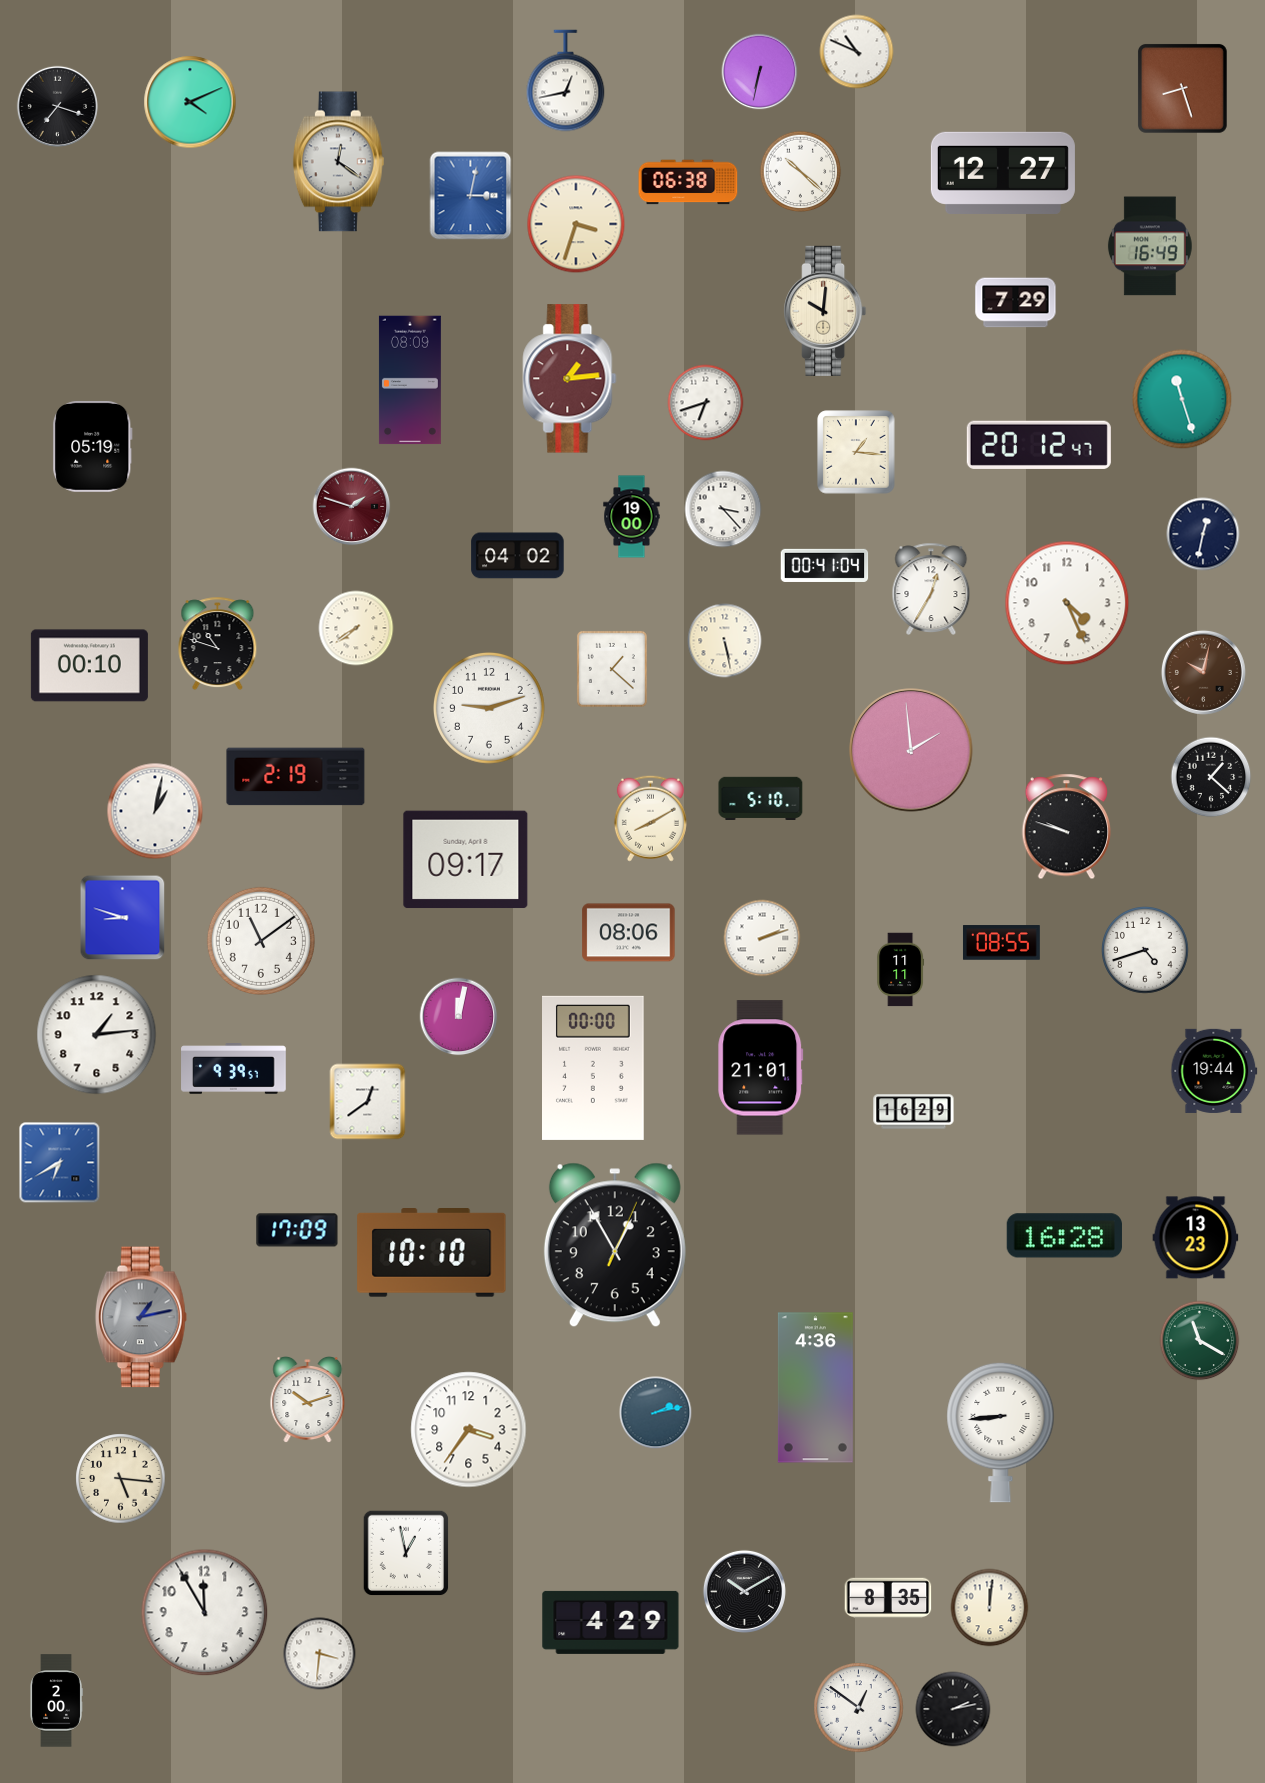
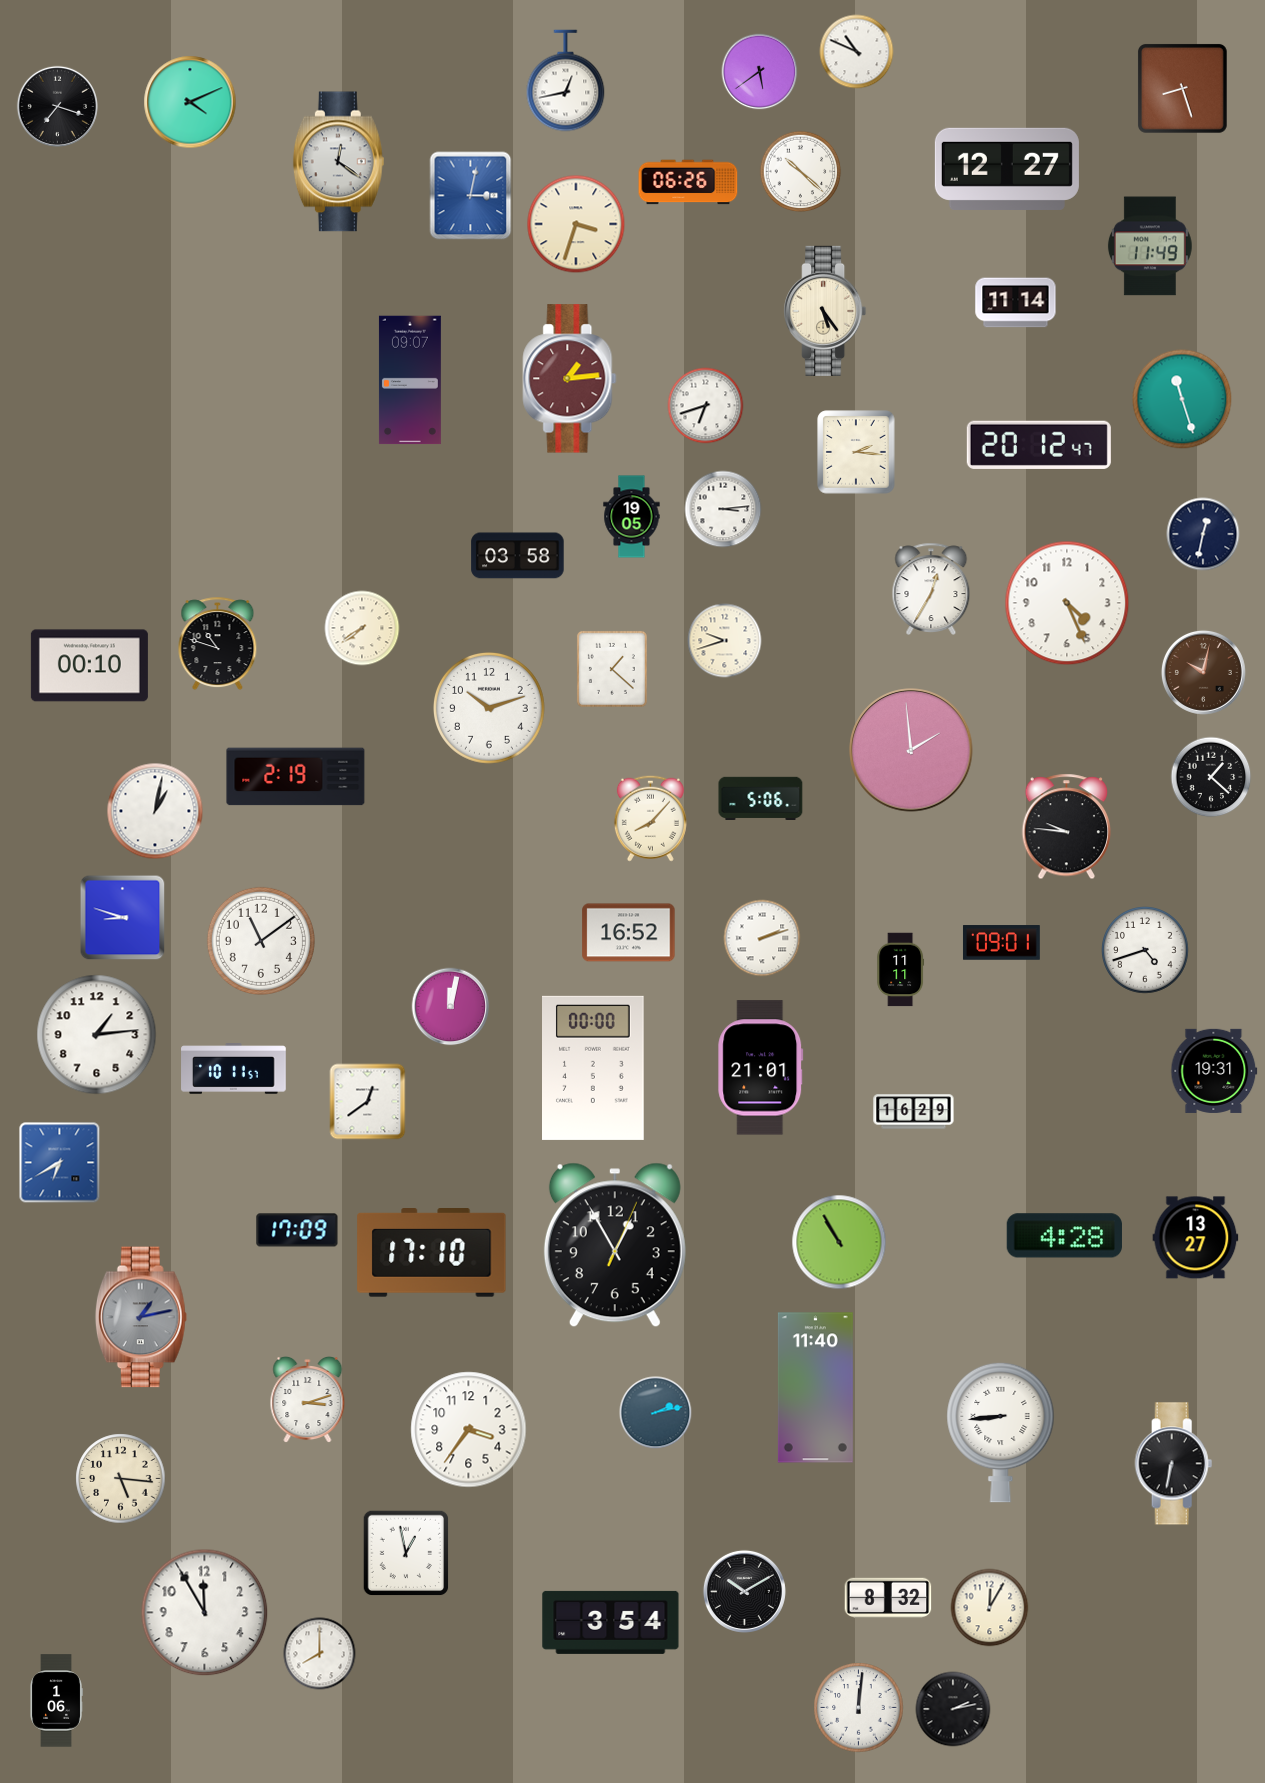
clock at (760, 72): 6:32 -> 5:39
clock at (1003, 173) position: (1003, 173) -> (1007, 169)
clock at (688, 182): 06:38 -> 06:26
clock at (1150, 246): 16:49 -> 11:49
clock at (1016, 303): 7:29 -> 11:14
clock at (825, 311): 10:01 -> 5:24
clock at (410, 380): 08:09 -> 09:07
clock at (706, 403) position: (706, 403) -> (706, 406)
clock at (93, 446): 05:19 -> none
clock at (856, 452): 1:16 -> 2:16
clock at (352, 507): 1:48 -> none
clock at (723, 509): 3:23 -> 3:14
clock at (632, 517): 19:00 -> 19:05
clock at (518, 556): 04:02 -> 03:58
clock at (825, 565): 00:41 -> none
clock at (356, 628) position: (356, 628) -> (362, 628)
clock at (725, 641): 5:28 -> 9:42
clock at (490, 709): 9:12 -> 10:12
clock at (761, 799): 5:10 -> 5:06
clock at (650, 818): 8:10 -> 8:07
clock at (1067, 827): 9:48 -> 9:46
clock at (466, 860): 09:17 -> none
clock at (629, 933): 08:06 -> 16:52
clock at (1002, 943): 08:55 -> 09:01
clock at (459, 1017) position: (459, 1017) -> (451, 1007)
clock at (234, 1069): 9:39 -> 10:11
clock at (1214, 1071): 19:44 -> 19:31
clock at (1064, 1236): 16:28 -> 4:28
clock at (1196, 1238): 13:23 -> 13:27
clock at (839, 1242): none -> 10:55
clock at (432, 1253): 10:10 -> 17:10
clock at (1200, 1341): 11:20 -> none
clock at (815, 1388): 4:36 -> 11:40
clock at (308, 1400): 10:12 -> 3:12
clock at (1174, 1464): none -> 6:32
clock at (888, 1598): 8:35 -> 8:32
clock at (990, 1608): 12:01 -> 12:05
clock at (611, 1622): 4:29 -> 3:54
clock at (320, 1654): 3:31 -> 8:00
clock at (56, 1701): 2:00 -> 1:06
clock at (859, 1708): 12:51 -> 12:01
